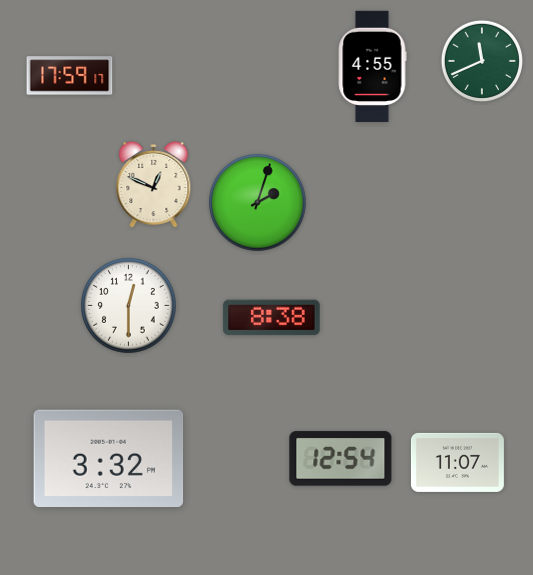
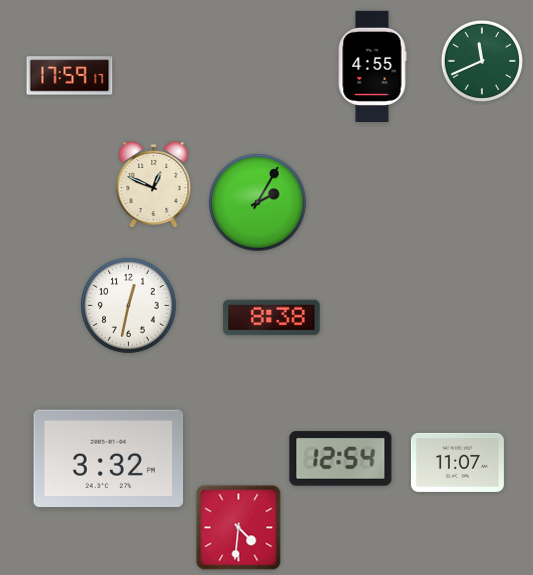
clock at (258, 203): 2:03 -> 2:05
clock at (129, 306): 12:30 -> 12:32
clock at (239, 528): none -> 4:31
